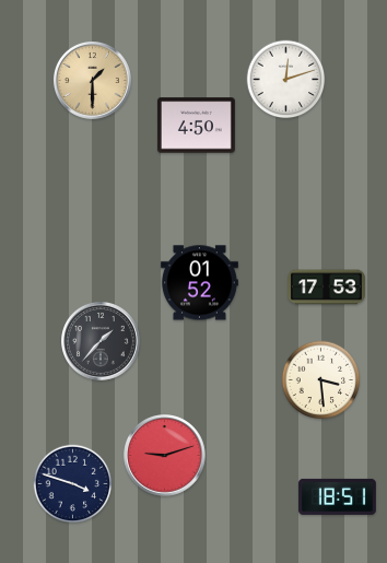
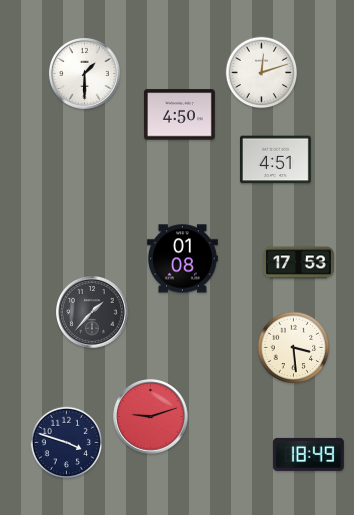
clock at (92, 80) dial: champagne -> white
clock at (275, 160): none -> 4:51
clock at (199, 283): 01:52 -> 01:08
clock at (337, 496): 18:51 -> 18:49
